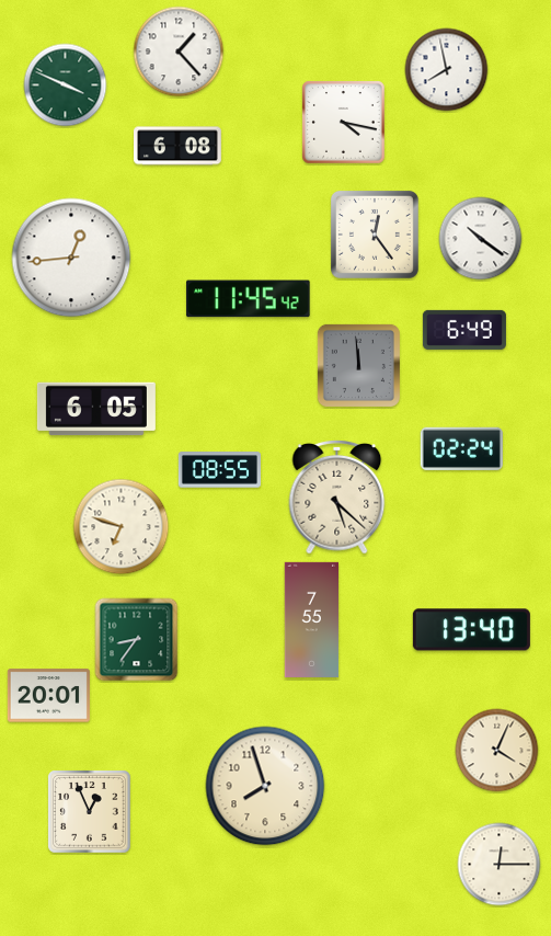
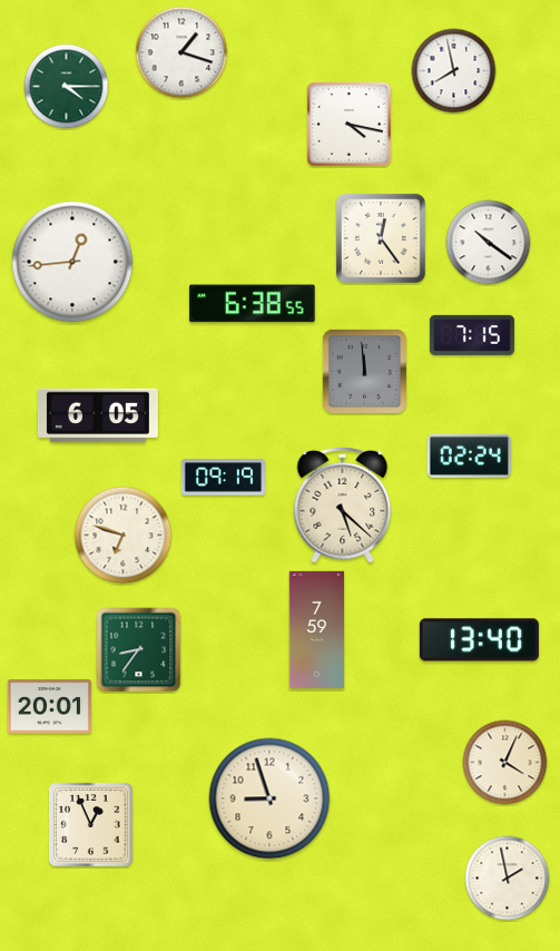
clock at (179, 52): 1:23 -> 1:18
clock at (66, 85): 3:49 -> 4:15
clock at (177, 146): 6:08 -> none
clock at (249, 299): 11:45 -> 6:38
clock at (464, 330): 6:49 -> 7:15
clock at (219, 470): 08:55 -> 09:19
clock at (312, 619): 7:55 -> 7:59
clock at (265, 786): 7:57 -> 8:57
clock at (500, 865): 12:15 -> 1:58
